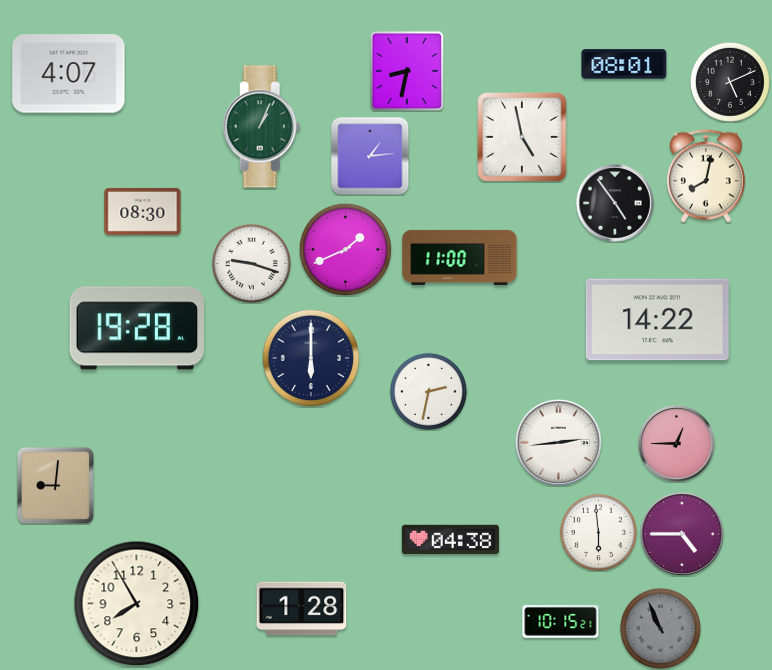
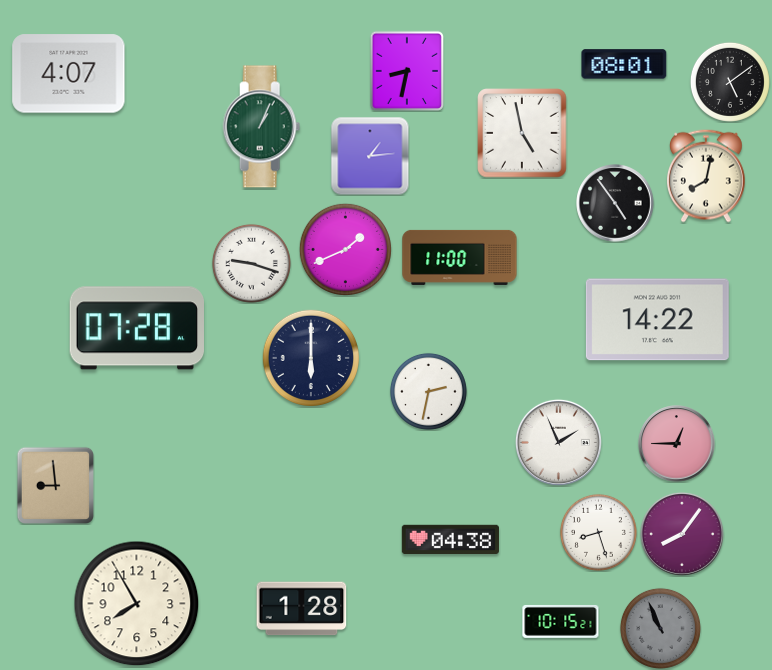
clock at (730, 82): 5:11 -> 5:09
clock at (522, 137) position: (522, 137) -> (522, 133)
clock at (143, 211): 08:30 -> none
clock at (136, 328): 19:28 -> 07:28
clock at (558, 442): 2:44 -> 1:56
clock at (55, 485): 9:01 -> 8:59
clock at (598, 532): 5:59 -> 8:27
clock at (682, 534): 4:45 -> 8:06
